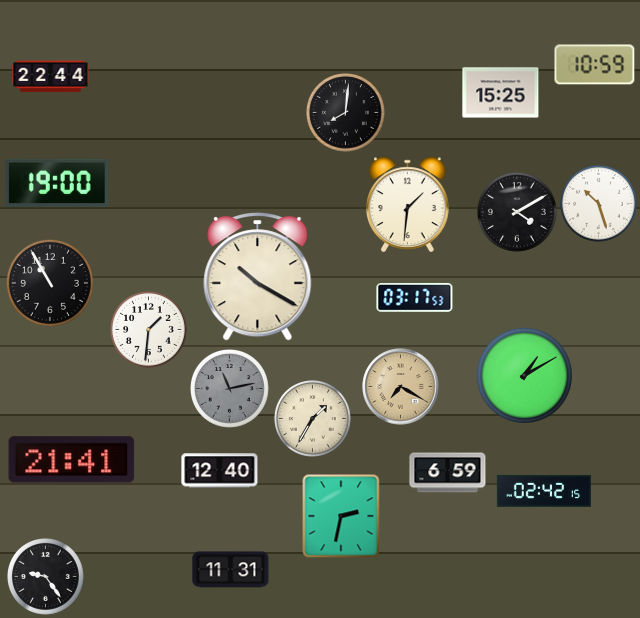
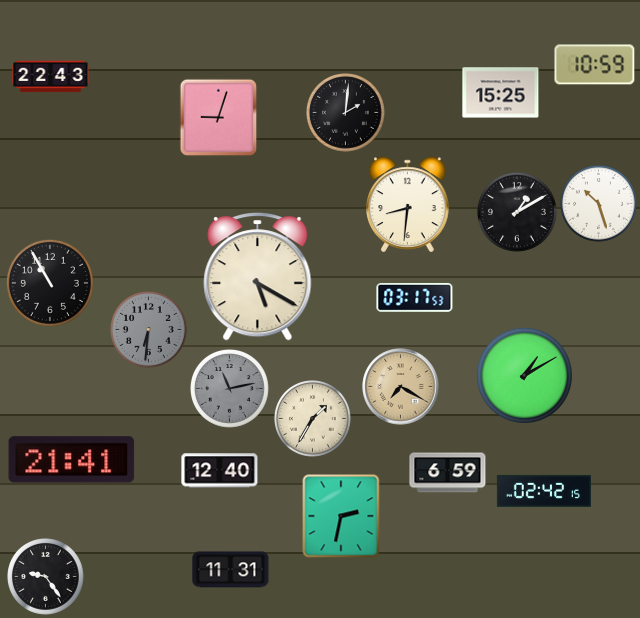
clock at (51, 77): 22:44 -> 22:43
clock at (346, 113): 8:01 -> 2:01
clock at (218, 117): none -> 9:03
clock at (58, 183): 19:00 -> none
clock at (408, 205): 1:31 -> 8:31
clock at (517, 212): 4:10 -> 1:10
clock at (258, 277): 10:20 -> 5:20
clock at (149, 330): 1:31 -> 6:31
clock at (149, 330) dial: white -> grey
